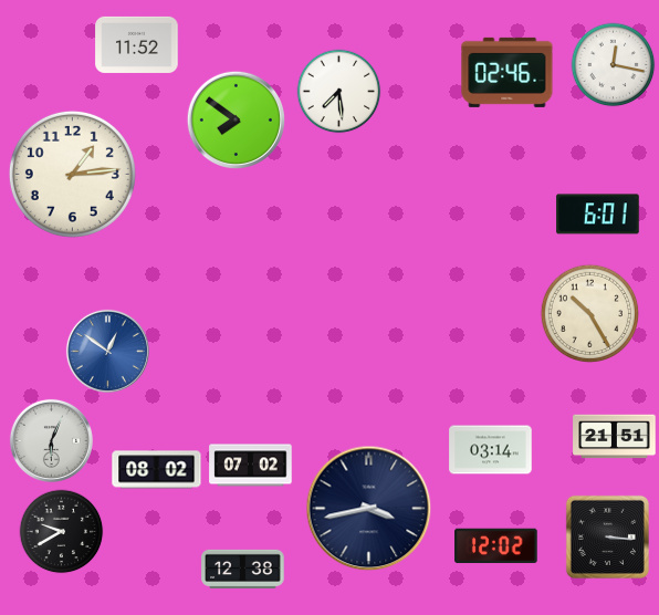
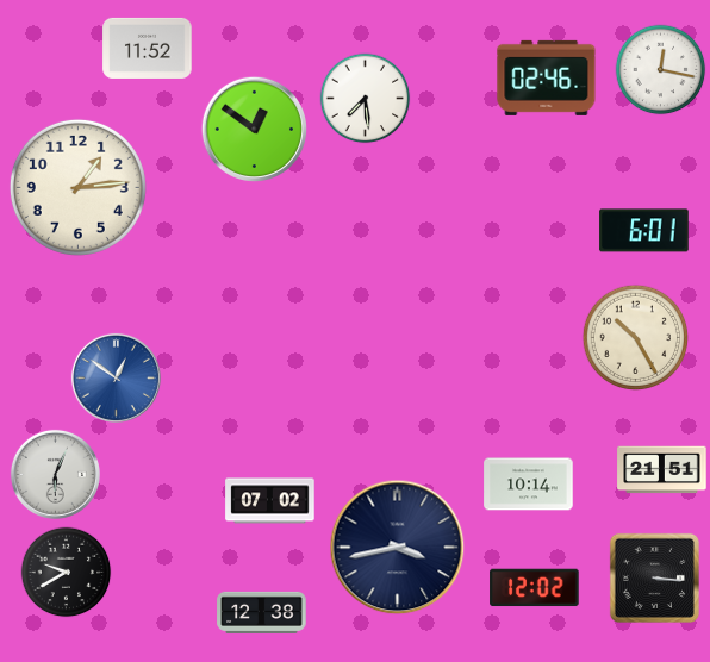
clock at (236, 119): 7:51 -> 12:51
clock at (491, 450): 03:14 -> 10:14
clock at (157, 470): 08:02 -> none
